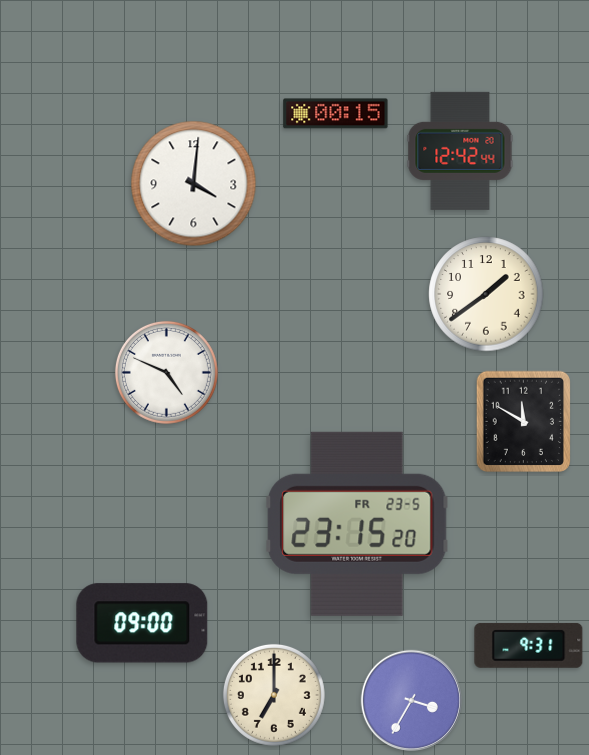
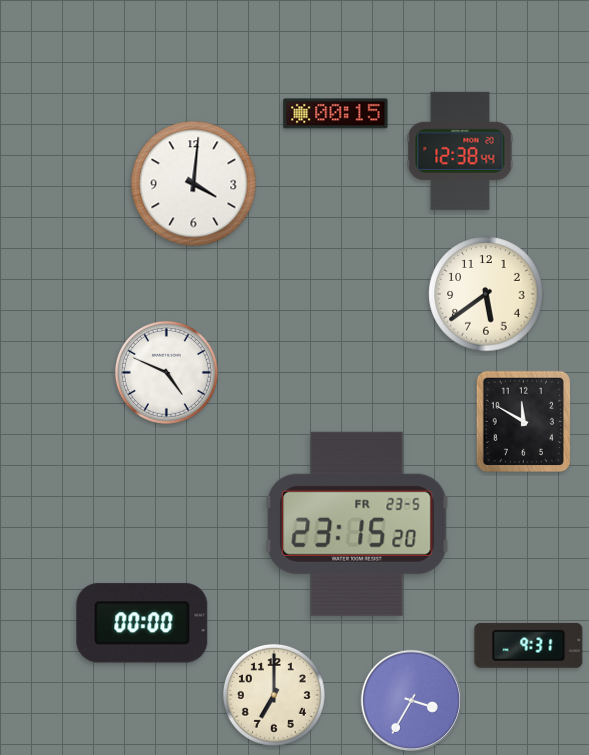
clock at (460, 151): 12:42 -> 12:38
clock at (486, 294): 1:39 -> 5:39
clock at (142, 623): 09:00 -> 00:00
